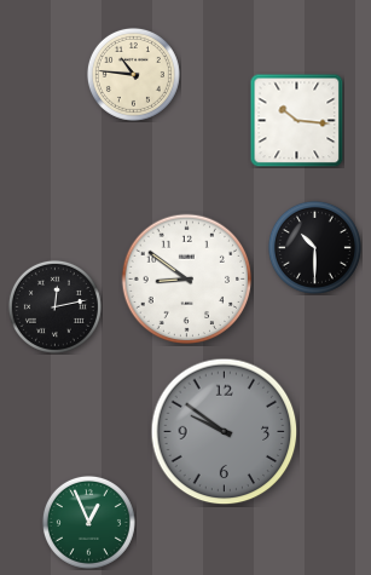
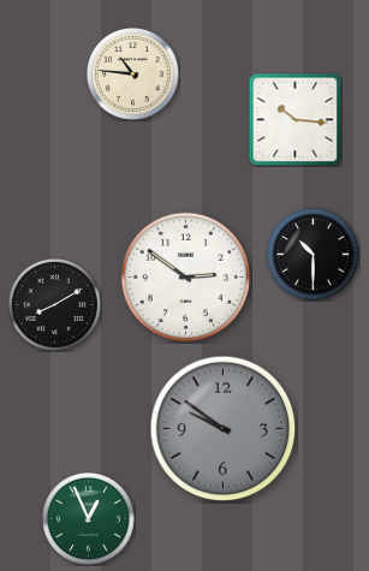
clock at (314, 247) position: (314, 247) -> (313, 254)
clock at (187, 280): 8:51 -> 2:51
clock at (54, 306): 12:13 -> 8:10
